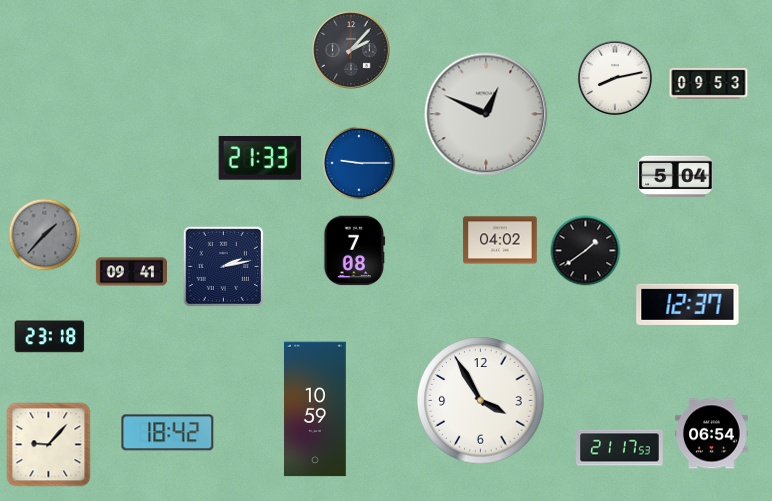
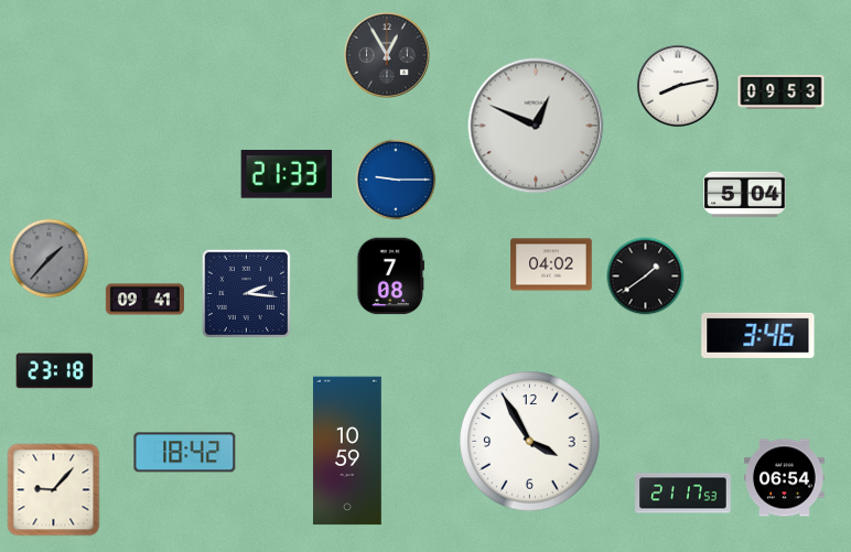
clock at (351, 50): 2:07 -> 12:55
clock at (223, 266): 2:13 -> 2:16
clock at (688, 304): 12:37 -> 3:46
clock at (168, 433) position: (168, 433) -> (185, 453)
